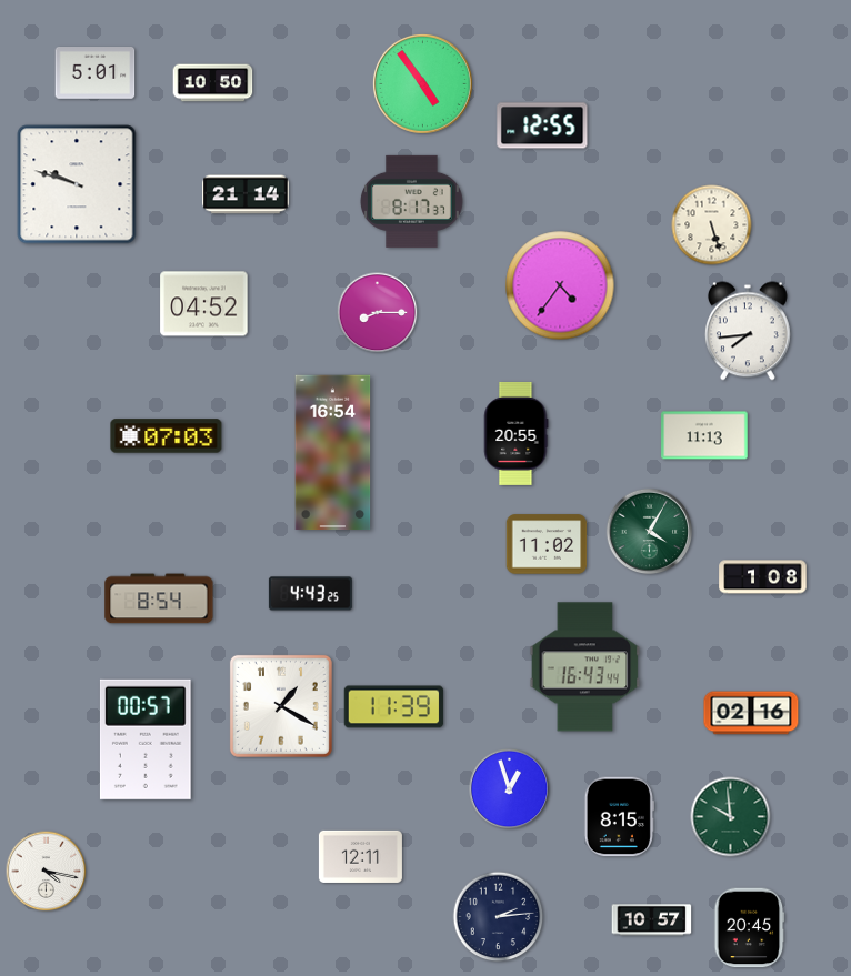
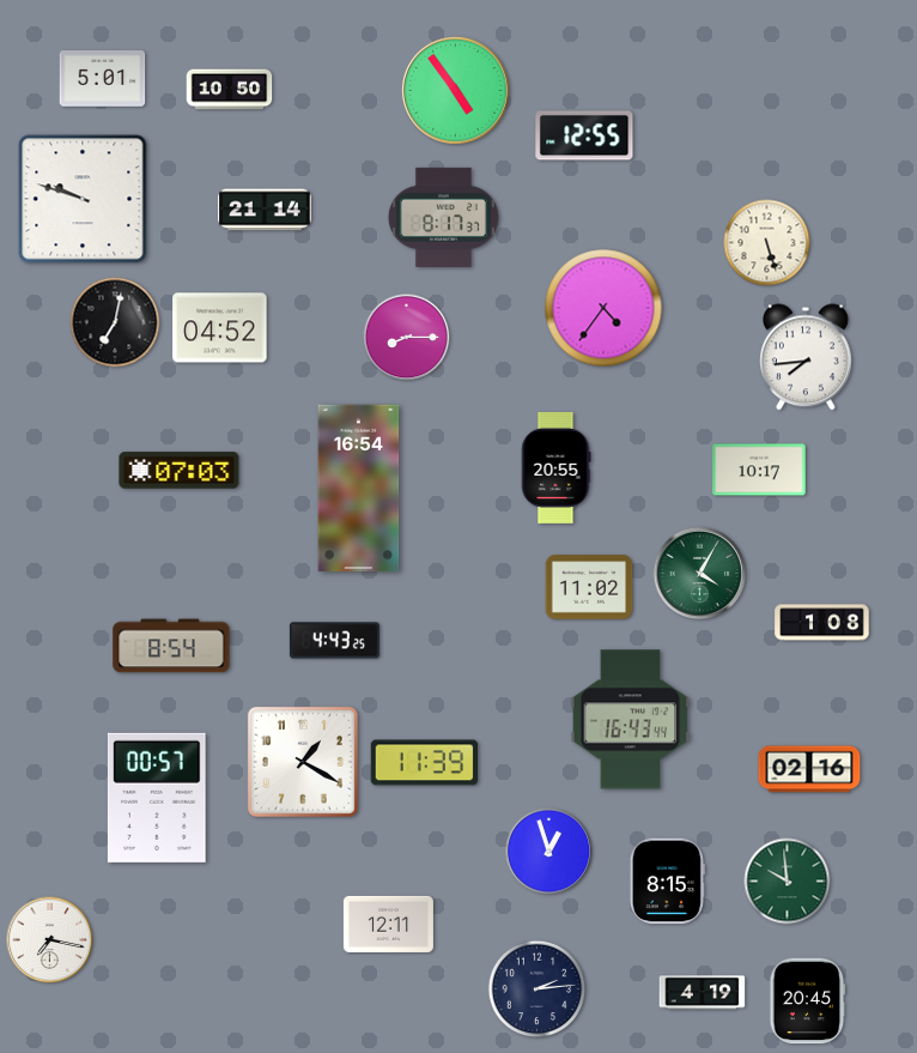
clock at (115, 322): none -> 7:02
clock at (704, 435): 11:13 -> 10:17
clock at (47, 872): 4:17 -> 7:17
clock at (652, 920): 10:57 -> 4:19
